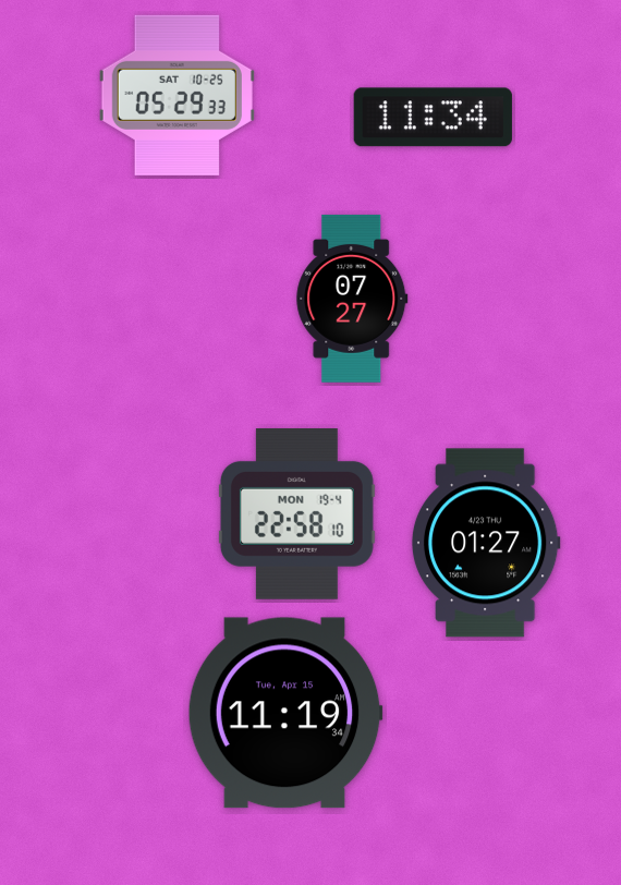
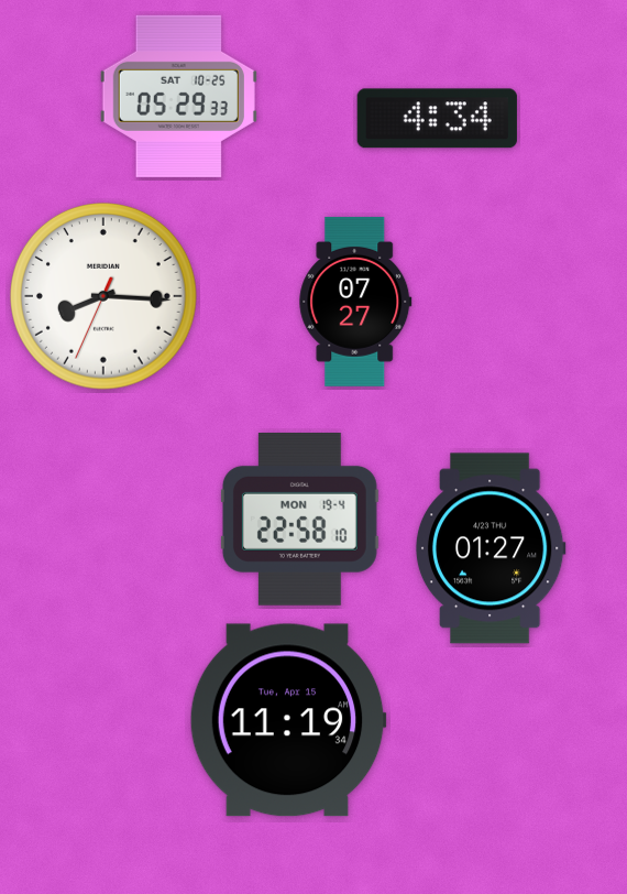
clock at (433, 118): 11:34 -> 4:34
clock at (105, 297): none -> 8:15
